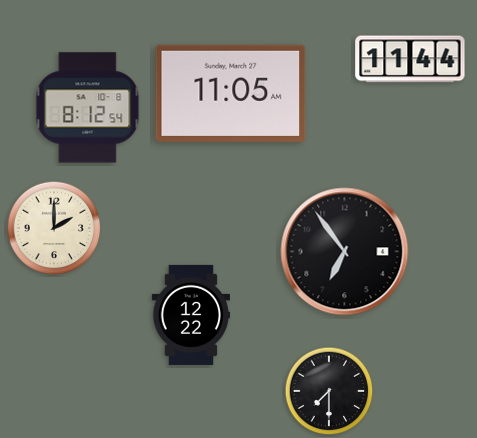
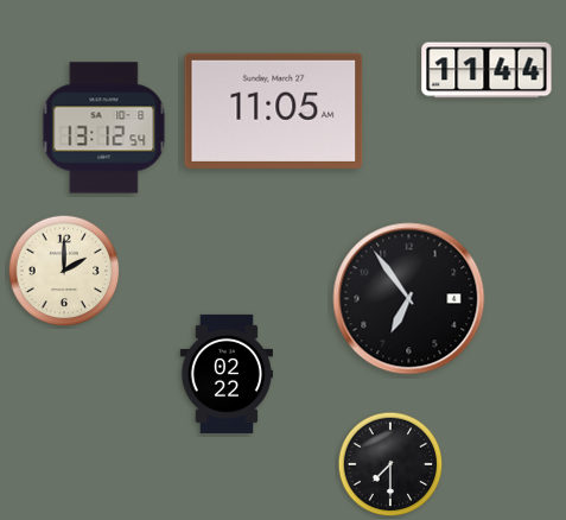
clock at (88, 108): 8:12 -> 13:12
clock at (190, 315): 12:22 -> 02:22
